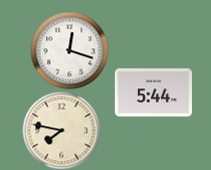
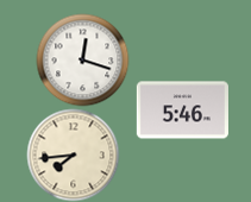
clock at (153, 93): 5:44 -> 5:46
clock at (61, 130): 7:47 -> 7:44
